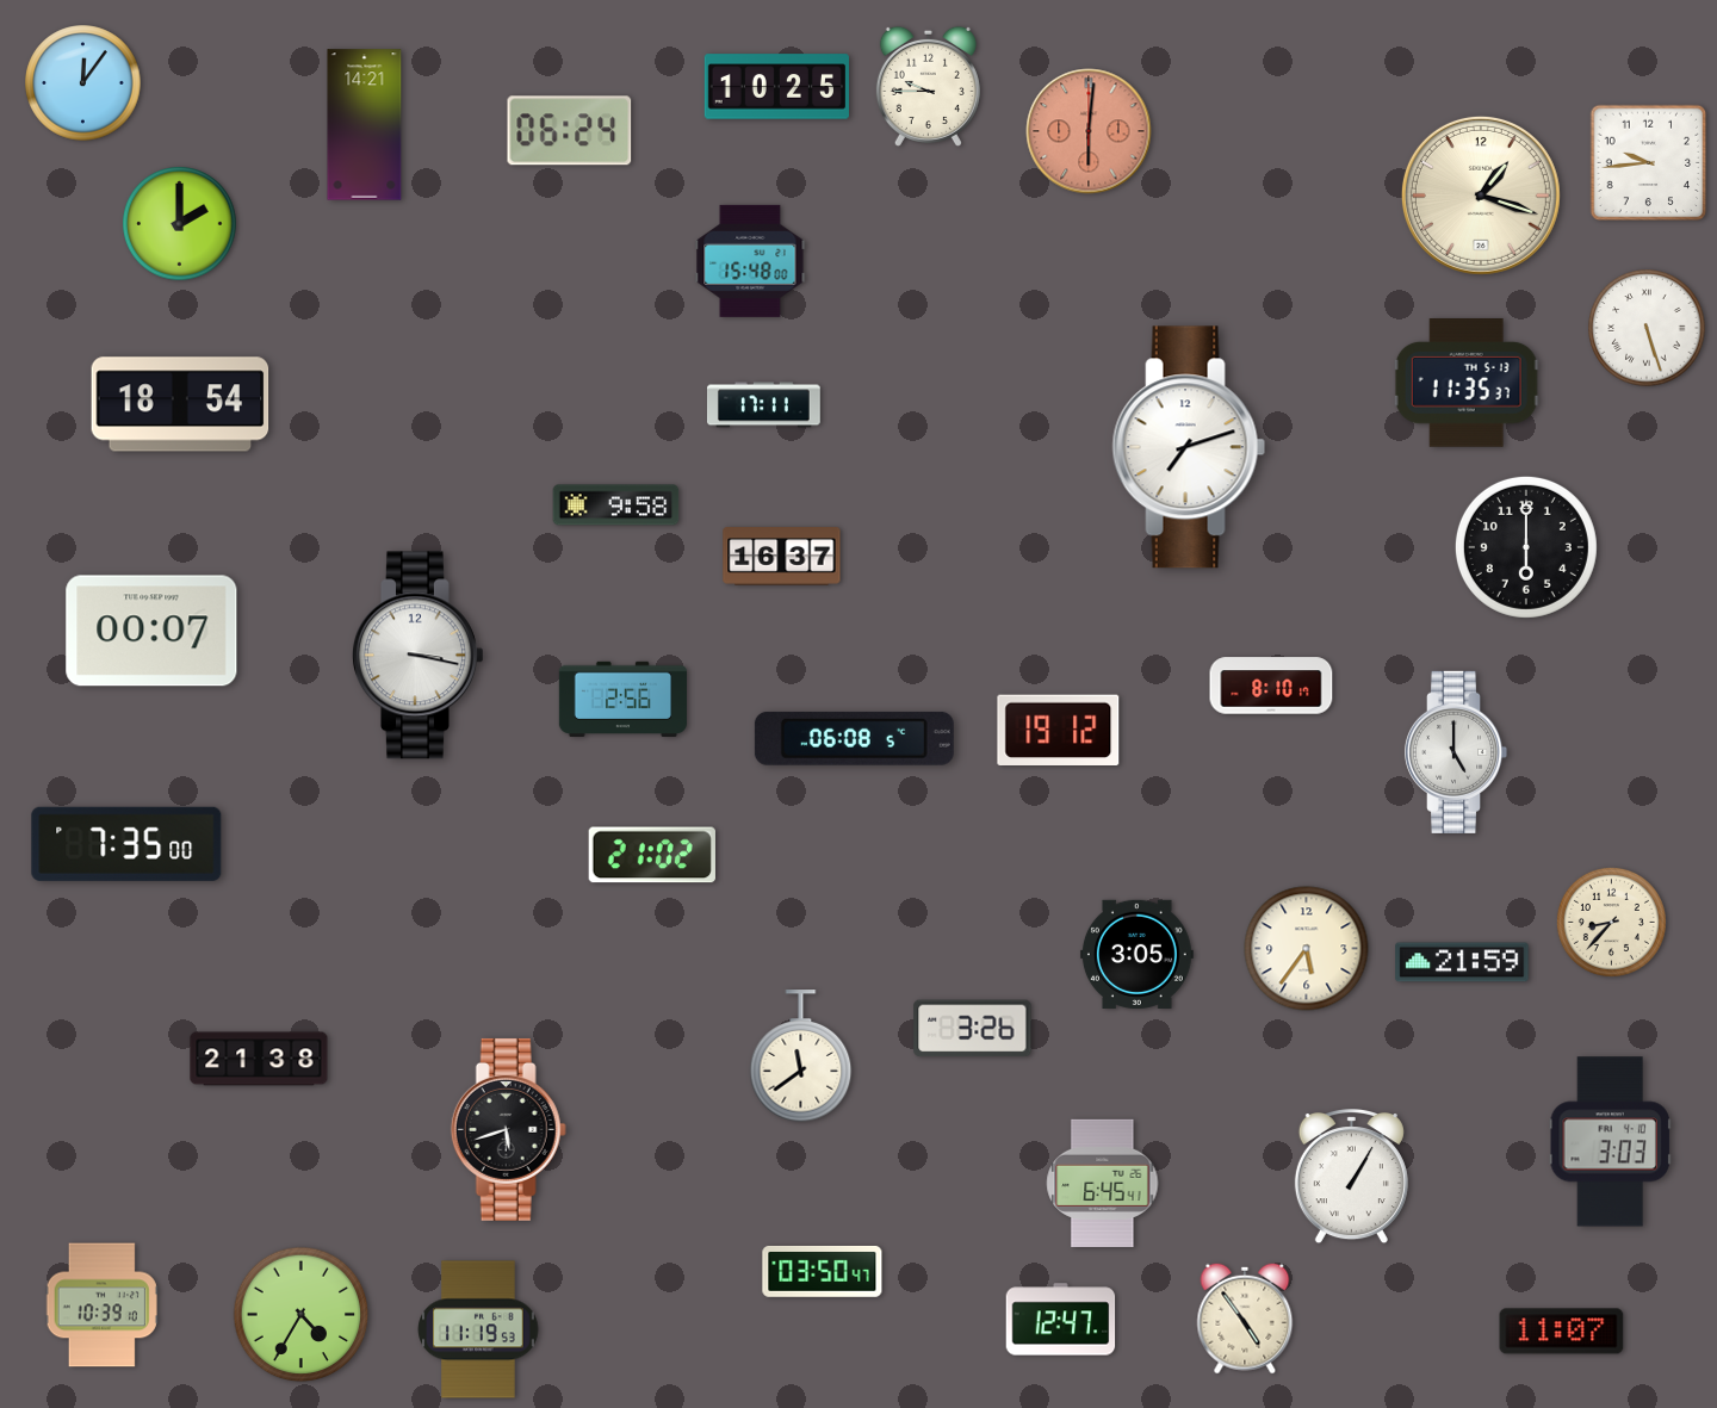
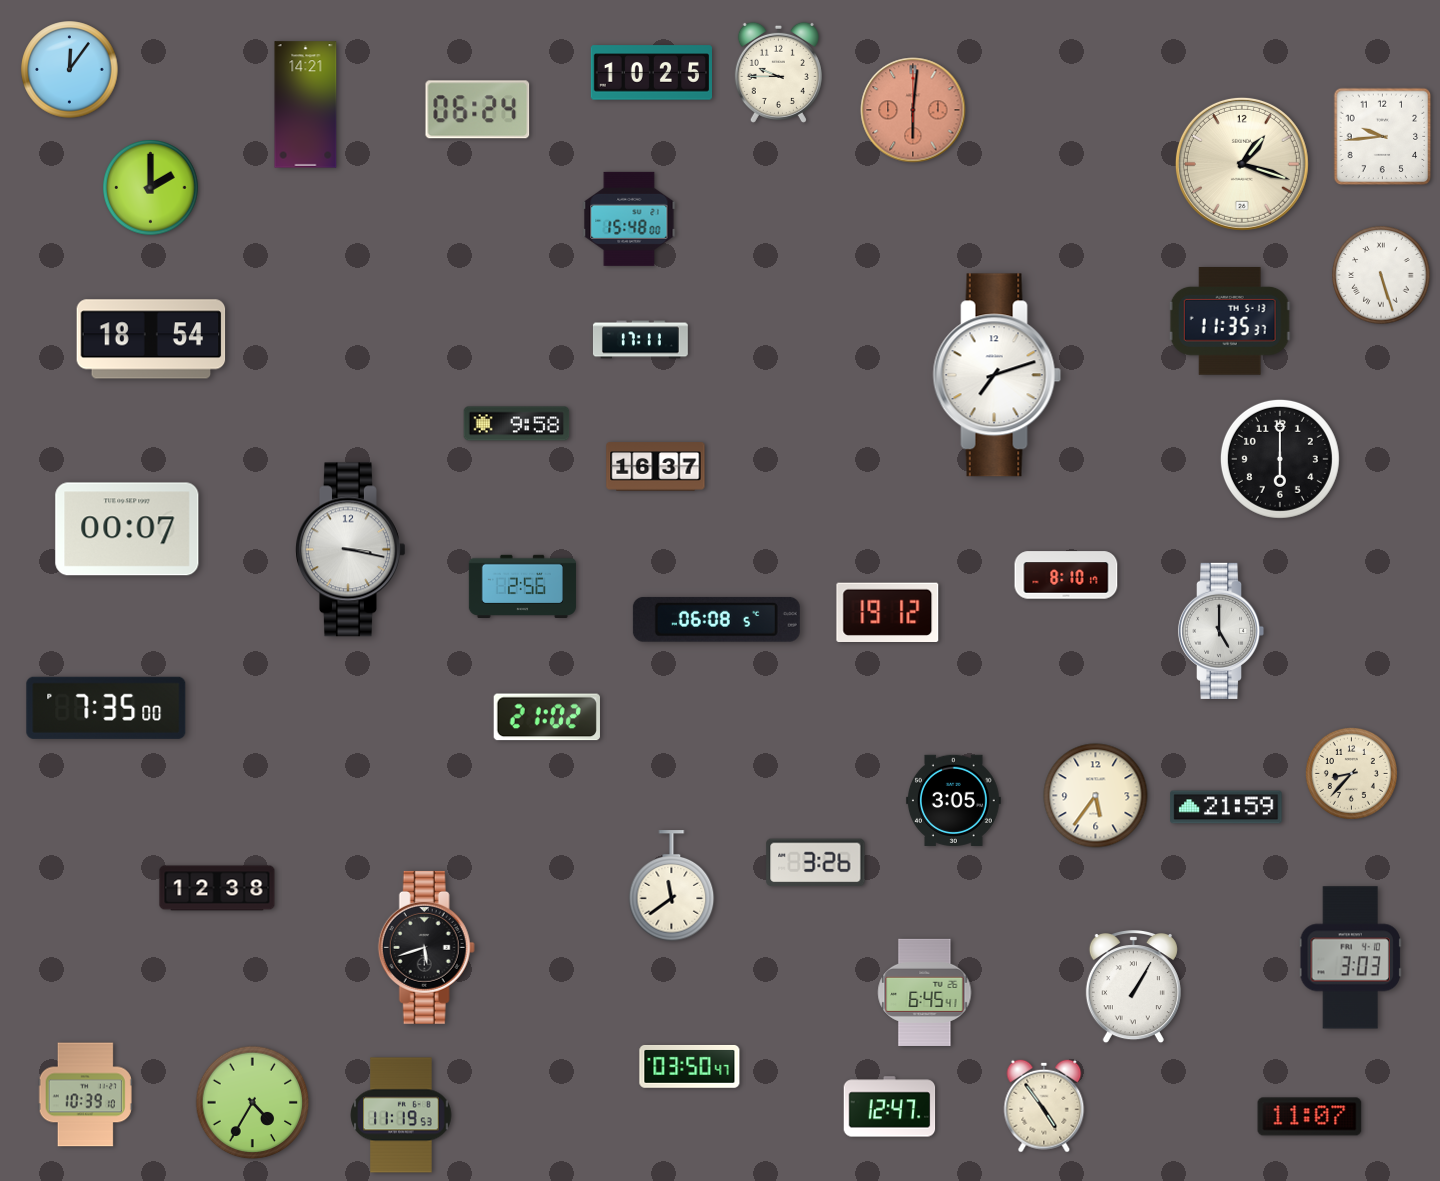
clock at (259, 1059): 21:38 -> 12:38
